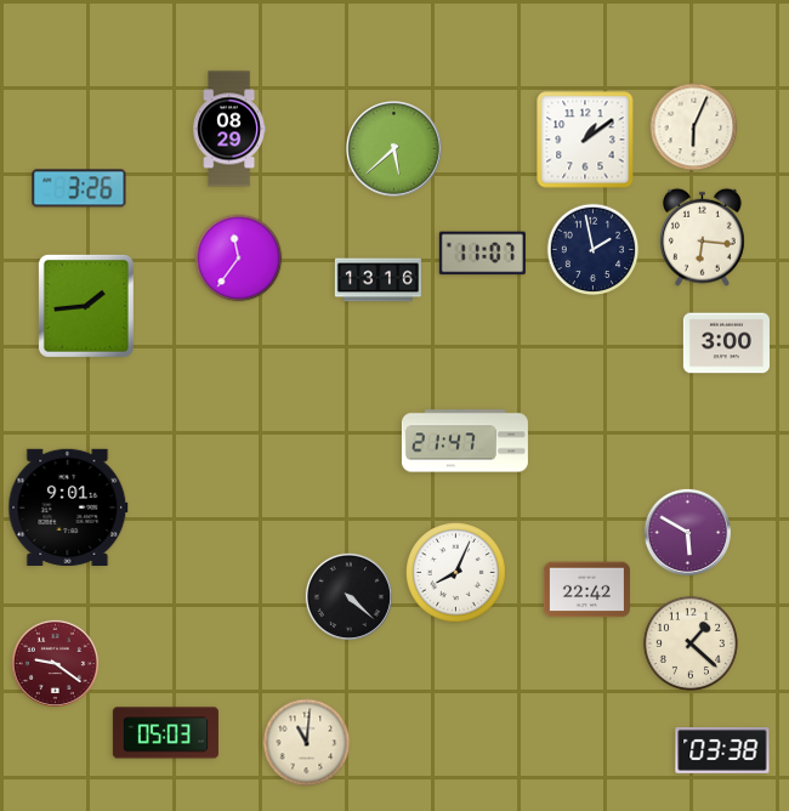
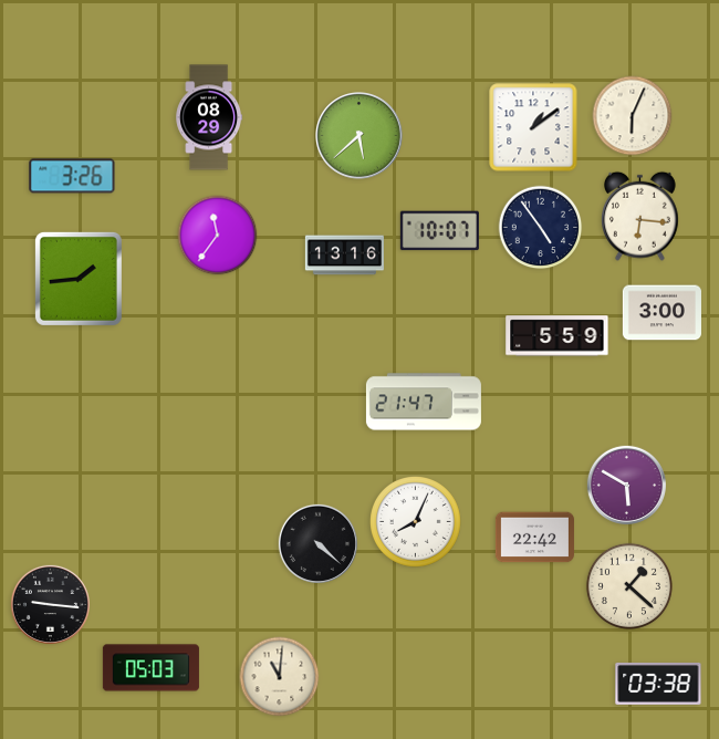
clock at (79, 188) position: (79, 188) -> (72, 176)
clock at (594, 250): 1:58 -> 4:54
clock at (482, 254): 11:07 -> 10:07
clock at (558, 336): none -> 5:59
clock at (68, 506): 9:01 -> none
clock at (55, 663): 9:21 -> 9:16
clock at (55, 663) dial: burgundy -> black
